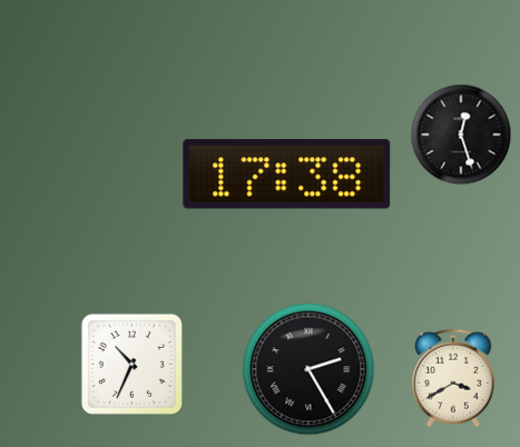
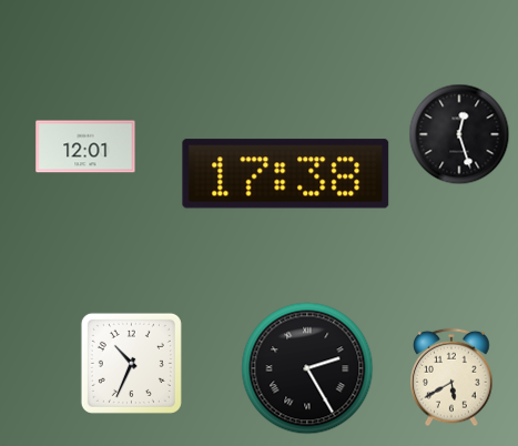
clock at (85, 146): none -> 12:01
clock at (453, 378): 3:40 -> 5:40
